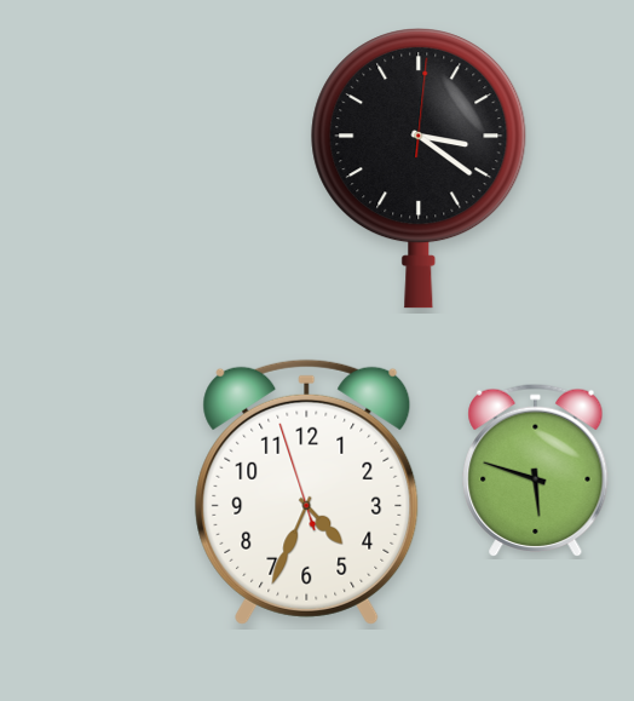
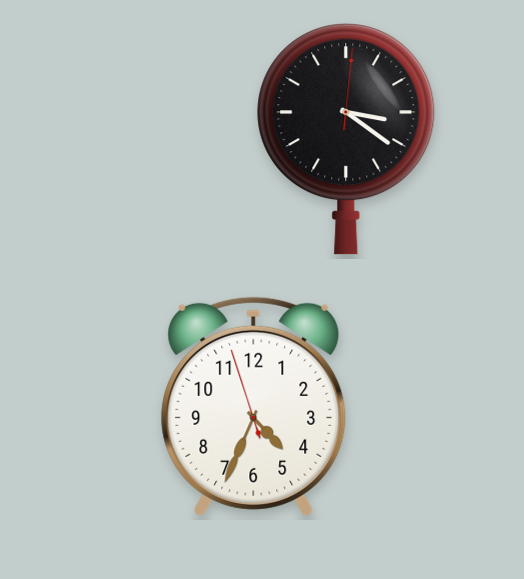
clock at (536, 470): 5:48 -> none
